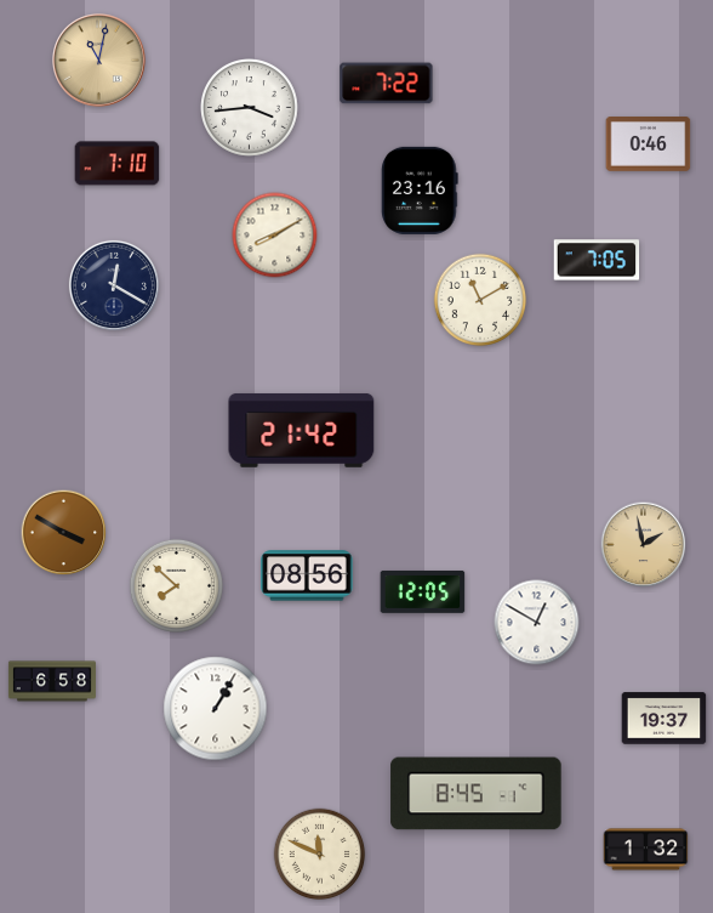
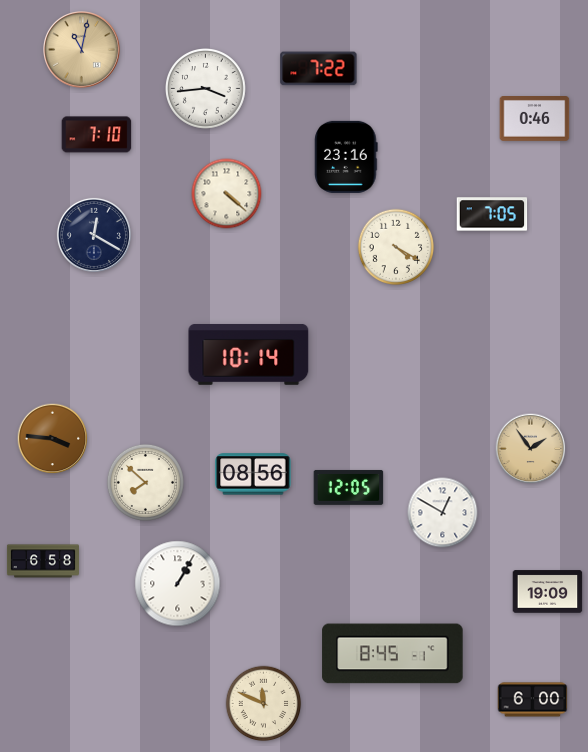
clock at (275, 236): 8:10 -> 4:22
clock at (480, 300): 11:10 -> 4:20
clock at (302, 430): 21:42 -> 10:14
clock at (64, 533): 3:50 -> 3:46
clock at (644, 545): 1:58 -> 1:54
clock at (664, 719): 19:37 -> 19:09
clock at (646, 850): 1:32 -> 6:00
